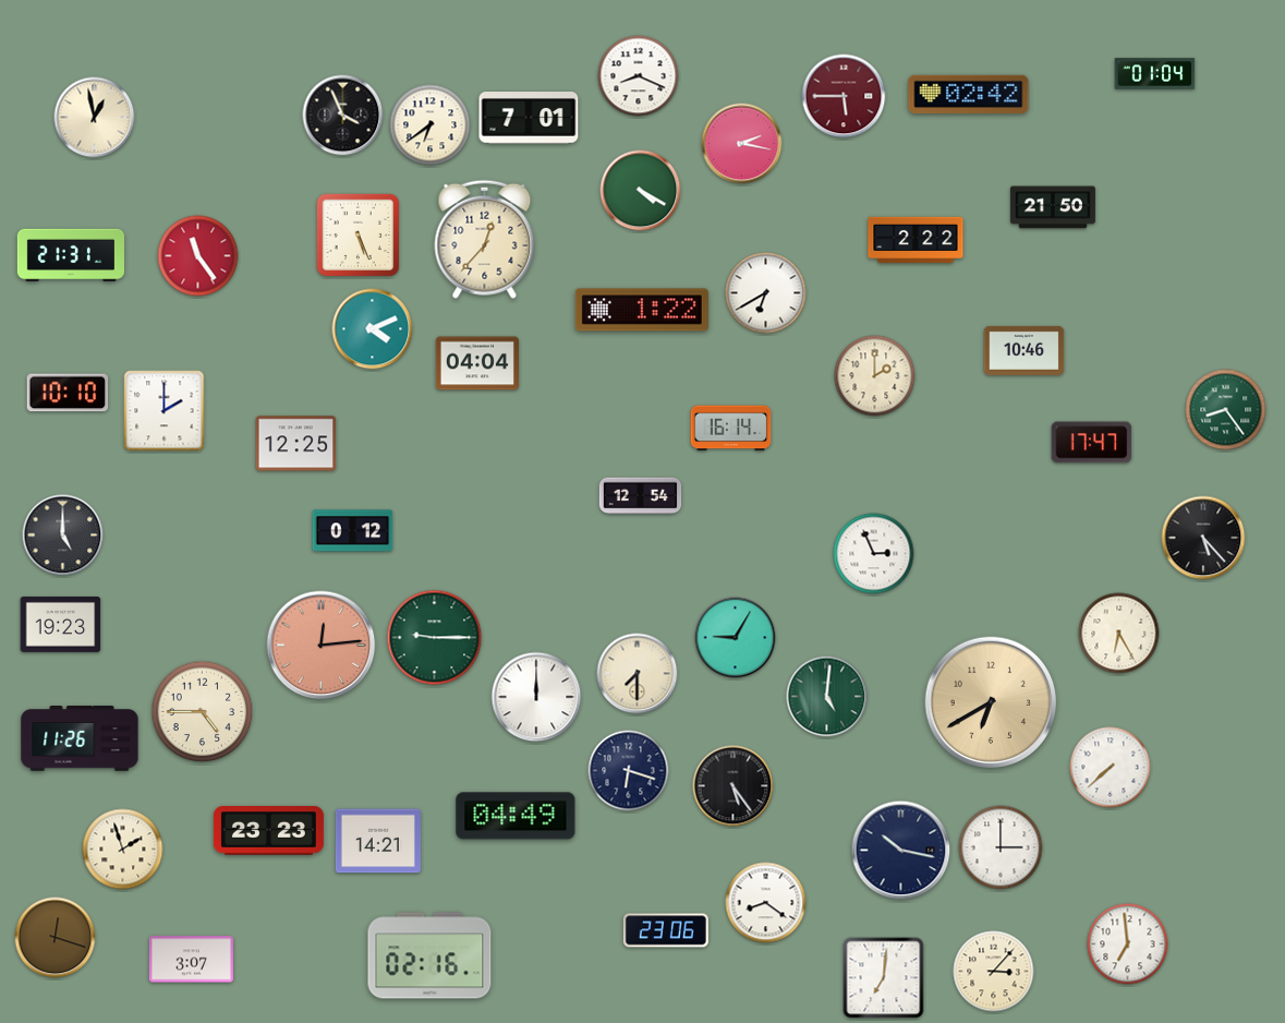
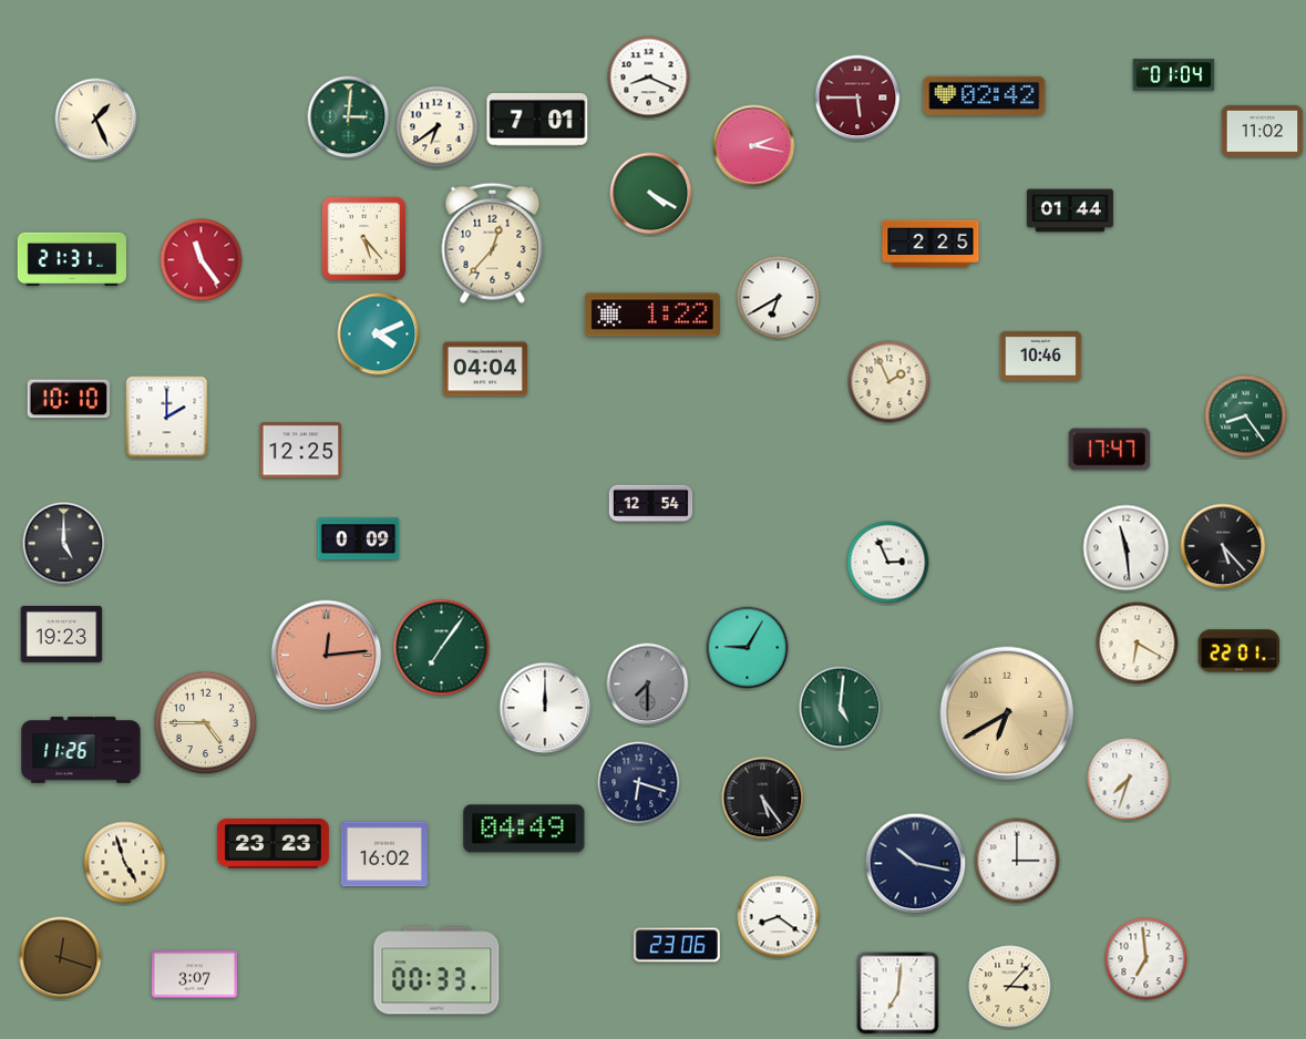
clock at (343, 116): 3:56 -> 3:01
clock at (343, 116) dial: black -> green
clock at (95, 118): 12:58 -> 1:26
clock at (1263, 131): none -> 11:02
clock at (1053, 207): 21:50 -> 01:44
clock at (357, 234): 5:26 -> 5:23
clock at (916, 240): 2:22 -> 2:25
clock at (875, 376): 2:00 -> 1:56
clock at (731, 429): 16:14 -> none
clock at (353, 531): 0:12 -> 0:09
clock at (1127, 548): none -> 11:29
clock at (1119, 634): 6:25 -> 6:20
clock at (435, 638): 9:15 -> 7:06
clock at (1240, 651): none -> 22:01
clock at (638, 674) dial: cream -> grey
clock at (1111, 768): 7:38 -> 7:33
clock at (734, 786) position: (734, 786) -> (763, 799)
clock at (378, 841): 14:21 -> 16:02
clock at (123, 850): 1:57 -> 4:57
clock at (56, 938) position: (56, 938) -> (61, 958)
clock at (429, 955): 02:16 -> 00:33
